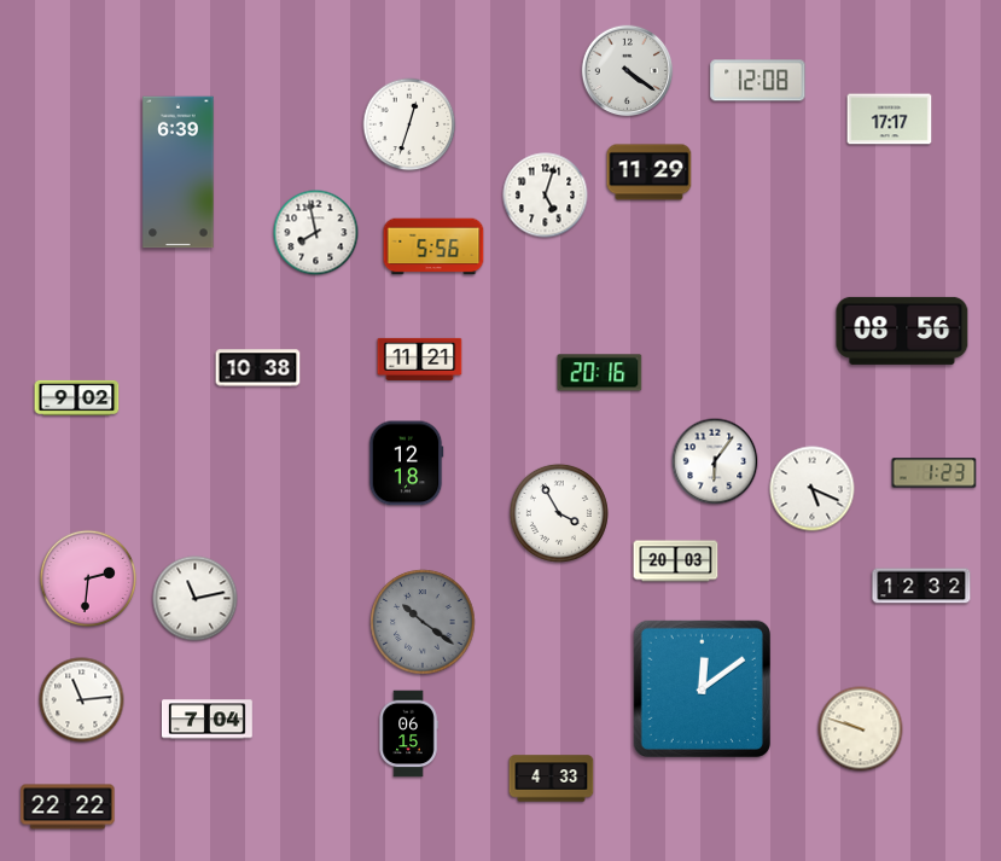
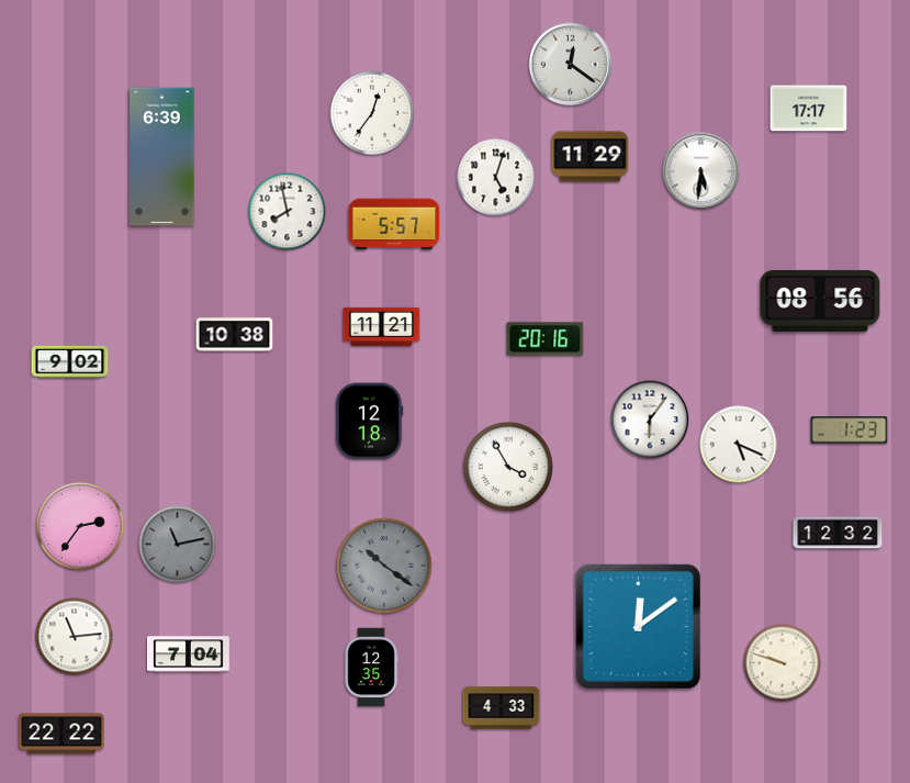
clock at (628, 71): 4:21 -> 12:21
clock at (758, 81): 12:08 -> none
clock at (409, 124): 12:33 -> 12:36
clock at (701, 171): none -> 5:31
clock at (433, 246): 5:56 -> 5:57
clock at (676, 562): 20:03 -> none
clock at (87, 577): 2:31 -> 2:36
clock at (196, 599) dial: white -> grey
clock at (408, 734): 06:15 -> 12:35
